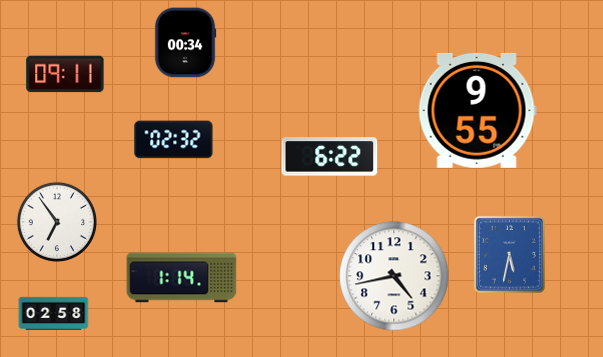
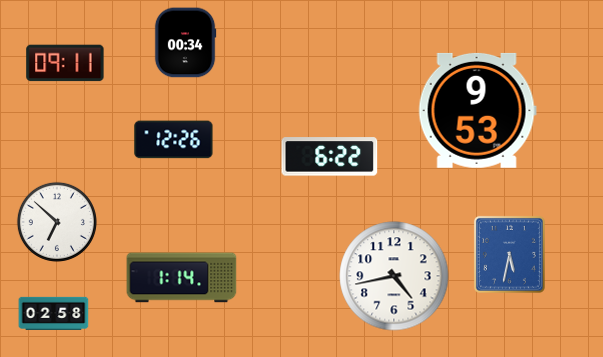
clock at (65, 74) position: (65, 74) -> (65, 63)
clock at (477, 110): 9:55 -> 9:53
clock at (174, 140): 02:32 -> 12:26
clock at (57, 222): 6:54 -> 6:52
